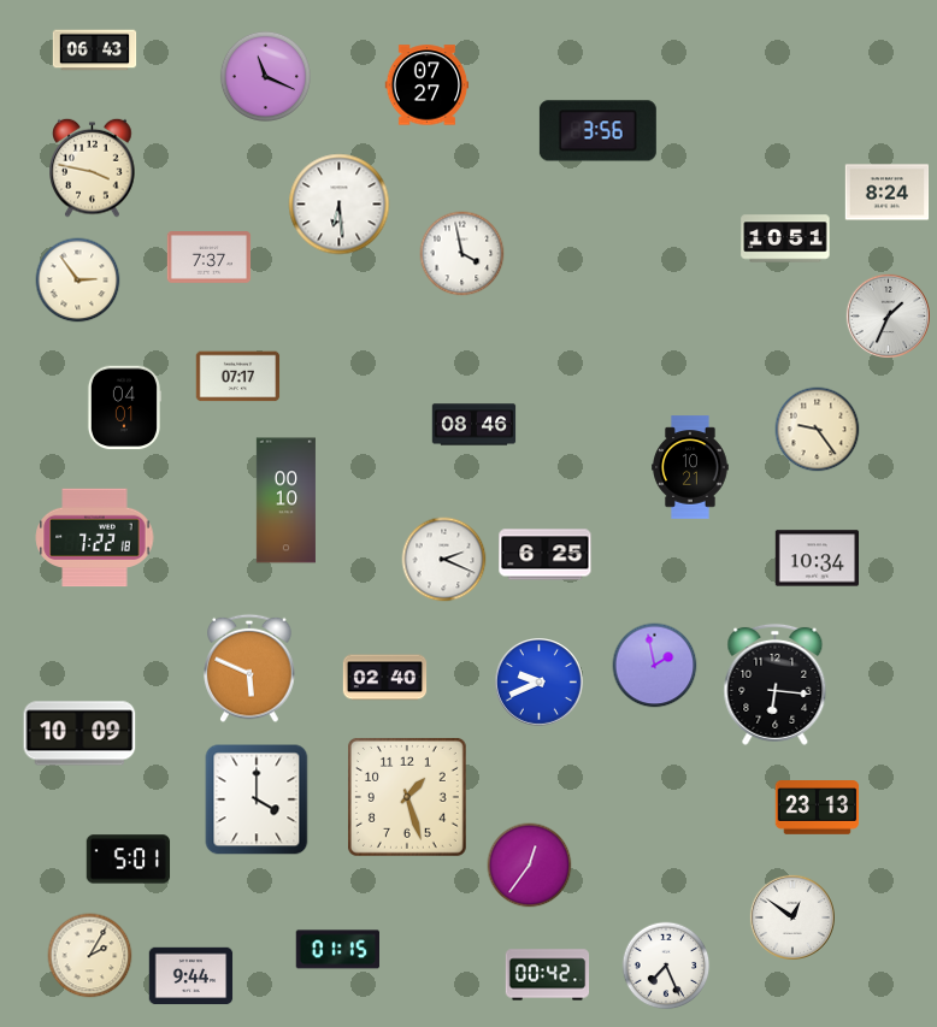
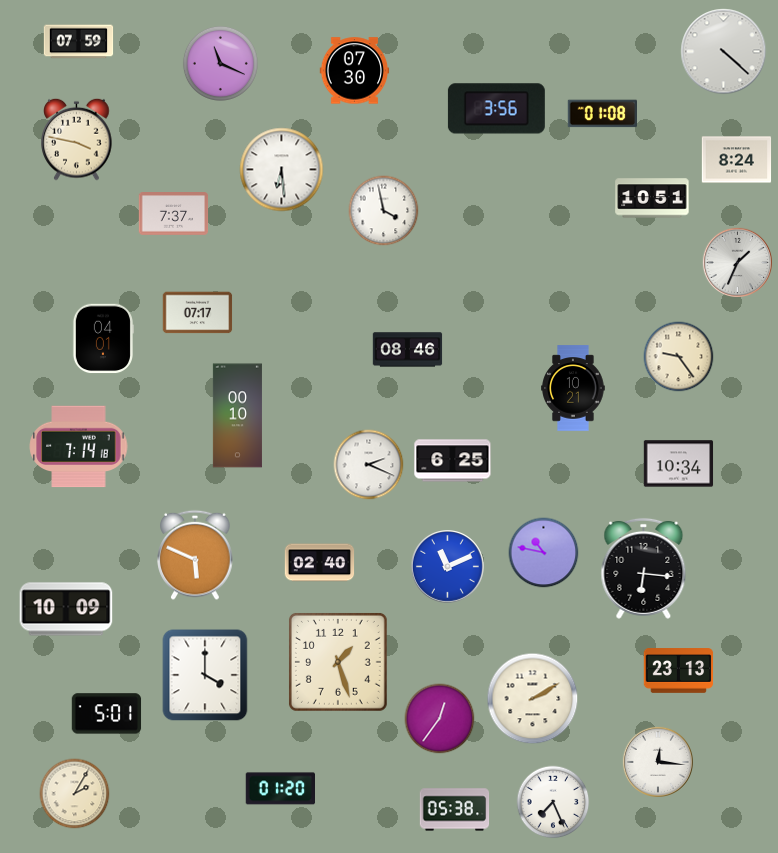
clock at (95, 51): 06:43 -> 07:59
clock at (724, 52): none -> 4:22
clock at (428, 85): 07:27 -> 07:30
clock at (603, 114): none -> 01:08
clock at (78, 281): 2:54 -> none
clock at (475, 425) position: (475, 425) -> (408, 350)
clock at (95, 538): 7:22 -> 7:14
clock at (655, 666): 1:58 -> 10:47
clock at (249, 668) position: (249, 668) -> (195, 555)
clock at (540, 683): 9:41 -> 11:11
clock at (257, 799) position: (257, 799) -> (205, 675)
clock at (533, 699): none -> 2:10
clock at (792, 917): 12:51 -> 12:16
clock at (337, 950): 01:15 -> 01:20
clock at (548, 975): 00:42 -> 05:38
clock at (191, 976): 9:44 -> none
